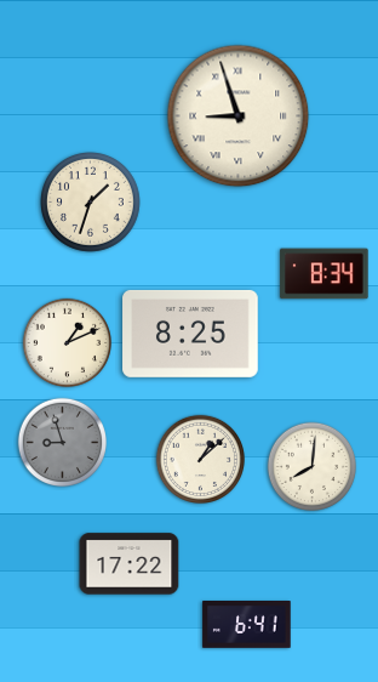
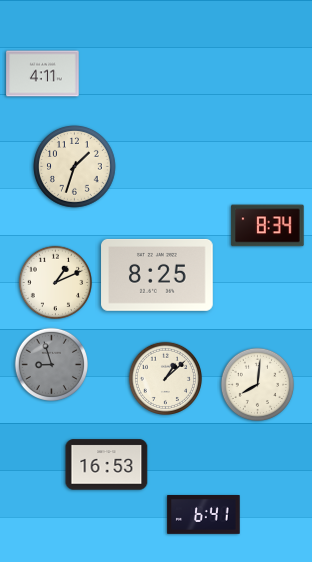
clock at (43, 74): none -> 4:11
clock at (239, 116): 8:57 -> none
clock at (130, 564): 17:22 -> 16:53
